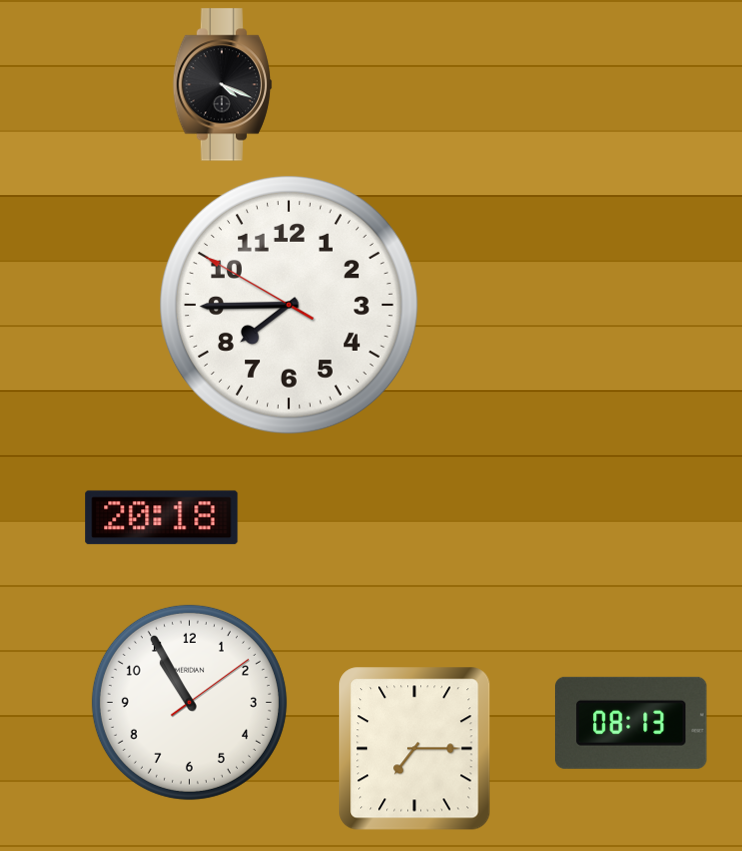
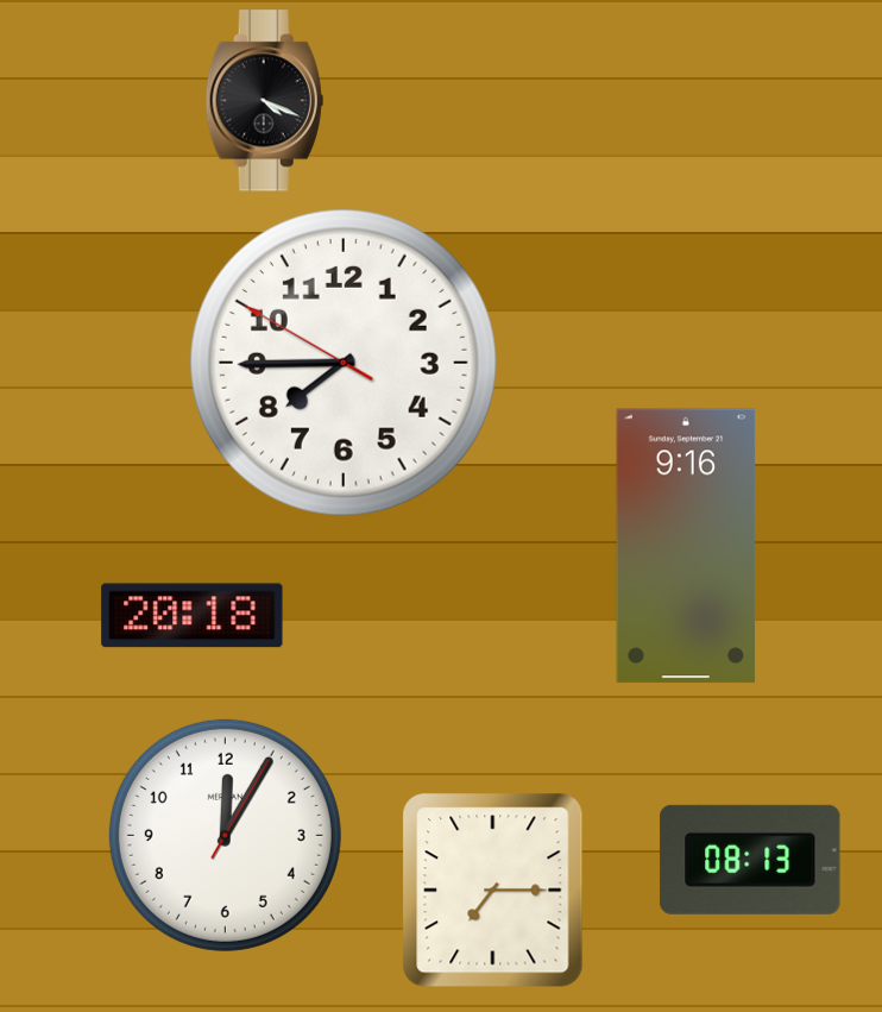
clock at (686, 546): none -> 9:16
clock at (189, 702): 10:55 -> 12:05
